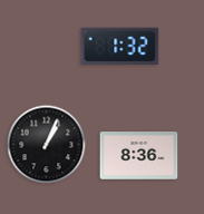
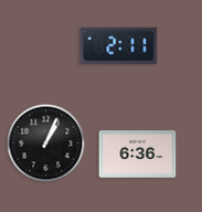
clock at (120, 47): 1:32 -> 2:11
clock at (139, 156): 8:36 -> 6:36
